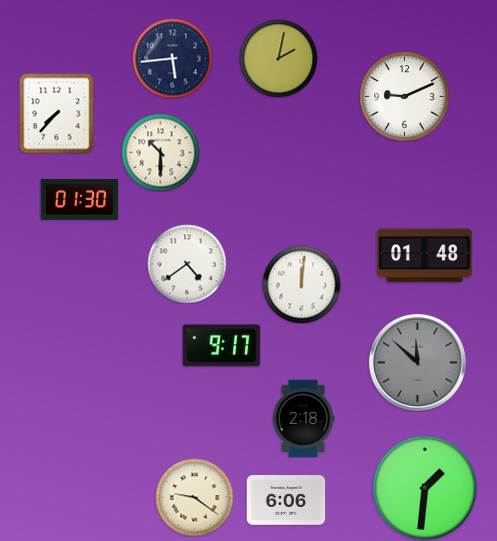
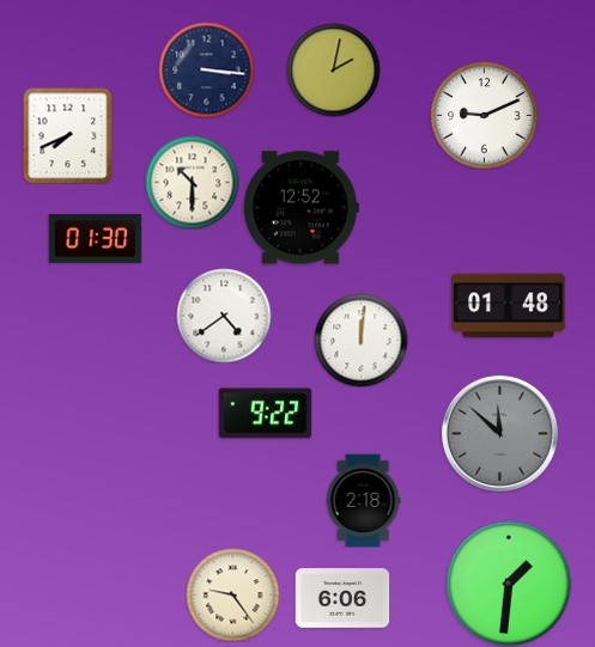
clock at (172, 58): 5:44 -> 3:16
clock at (57, 113): 7:37 -> 7:41
clock at (300, 208): none -> 12:52
clock at (221, 346): 9:17 -> 9:22
clock at (194, 497): 9:21 -> 9:24
